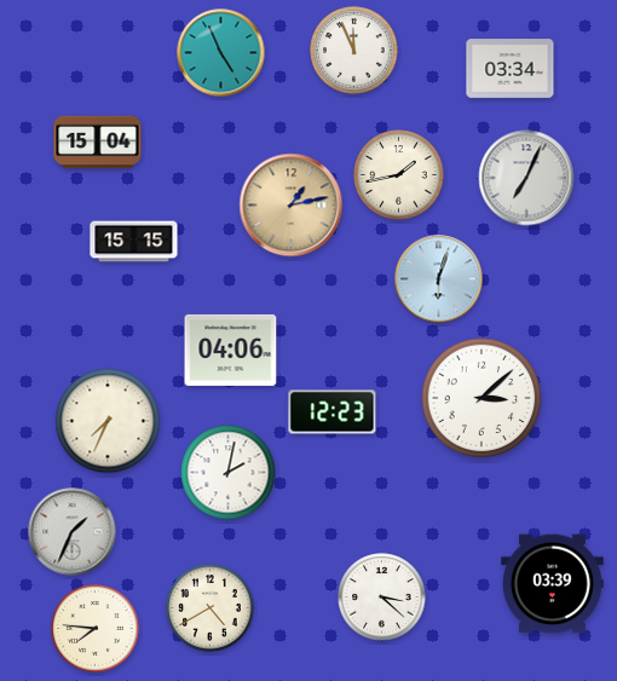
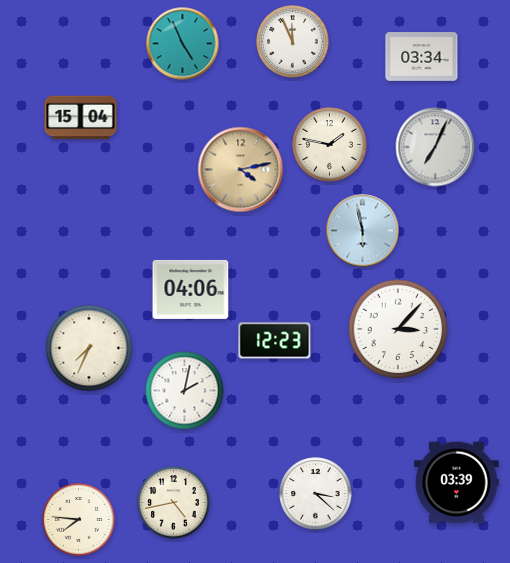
clock at (399, 175): 1:43 -> 1:47
clock at (292, 206): 1:13 -> 4:13
clock at (134, 242): 15:15 -> none
clock at (439, 279): 6:03 -> 5:58
clock at (482, 398): 3:08 -> 3:07
clock at (229, 473) position: (229, 473) -> (185, 391)
clock at (73, 532): 1:34 -> none
clock at (211, 608): 4:40 -> 4:43
